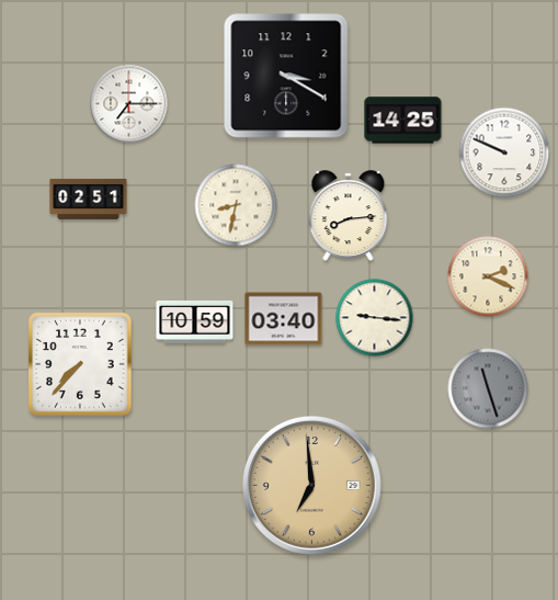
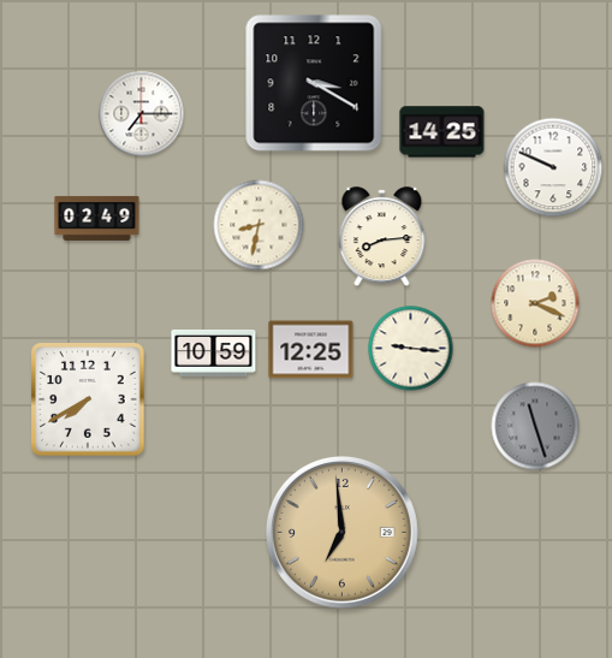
clock at (89, 199): 02:51 -> 02:49
clock at (284, 319): 03:40 -> 12:25
clock at (80, 364): 7:37 -> 7:40
